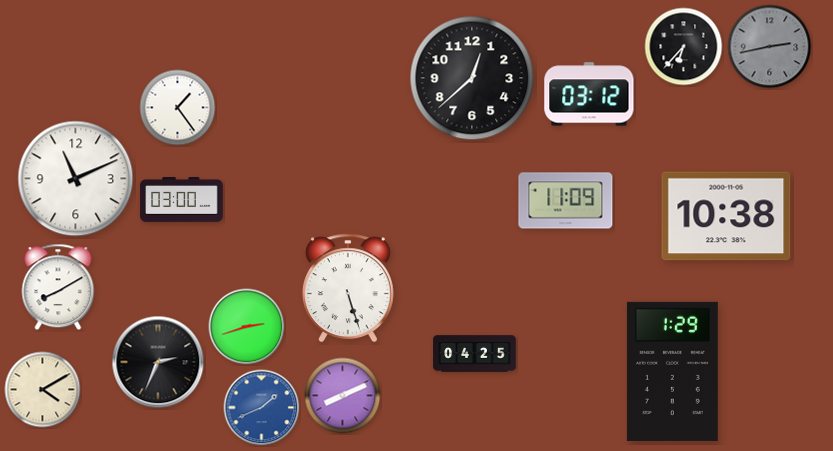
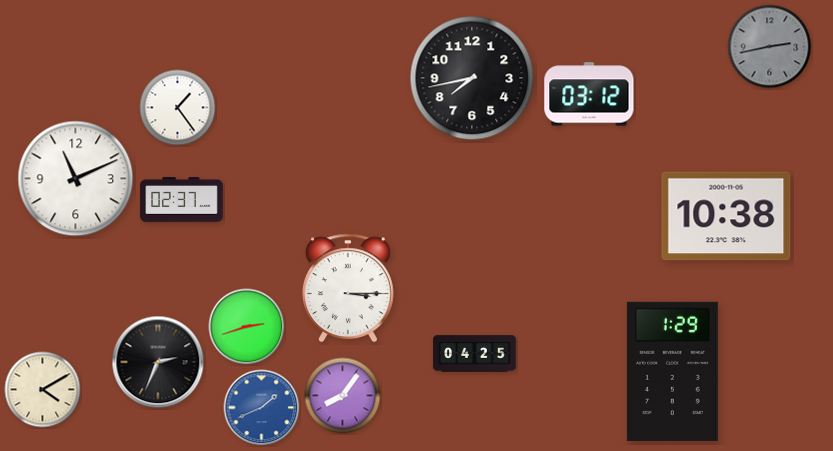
clock at (684, 47): 6:37 -> none
clock at (472, 78): 12:38 -> 7:43
clock at (182, 200): 03:00 -> 02:37
clock at (566, 201): 11:09 -> none
clock at (58, 287): 8:10 -> none
clock at (348, 288): 5:27 -> 3:15
clock at (343, 396): 8:11 -> 8:06
